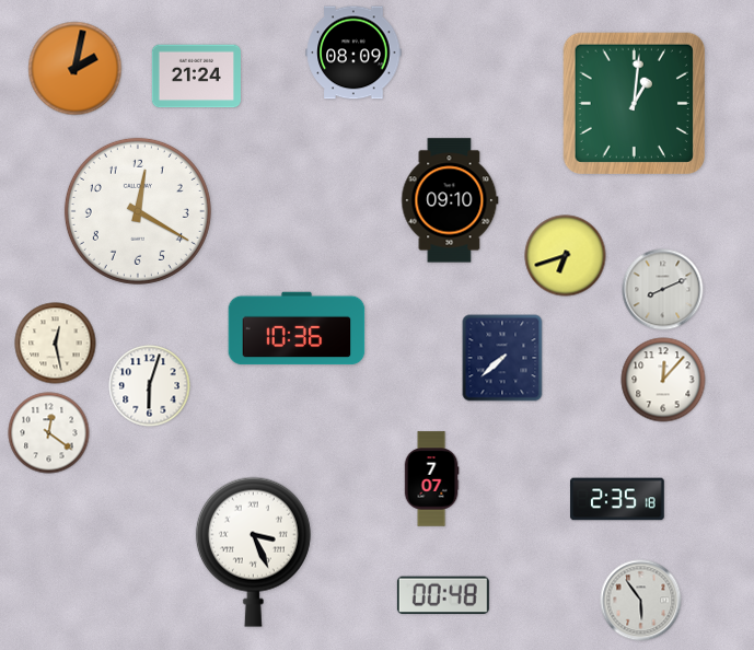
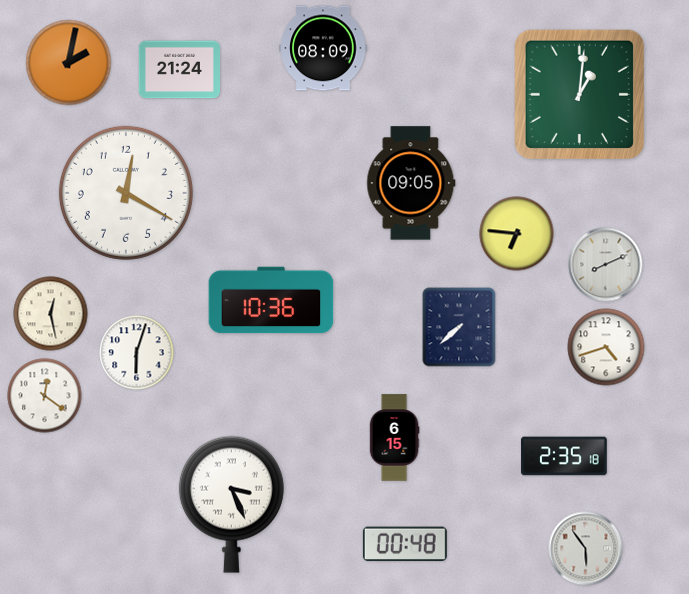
clock at (450, 200): 09:10 -> 09:05
clock at (566, 256): 6:42 -> 6:46
clock at (663, 380): 12:07 -> 4:42
clock at (431, 479): 7:07 -> 6:15
